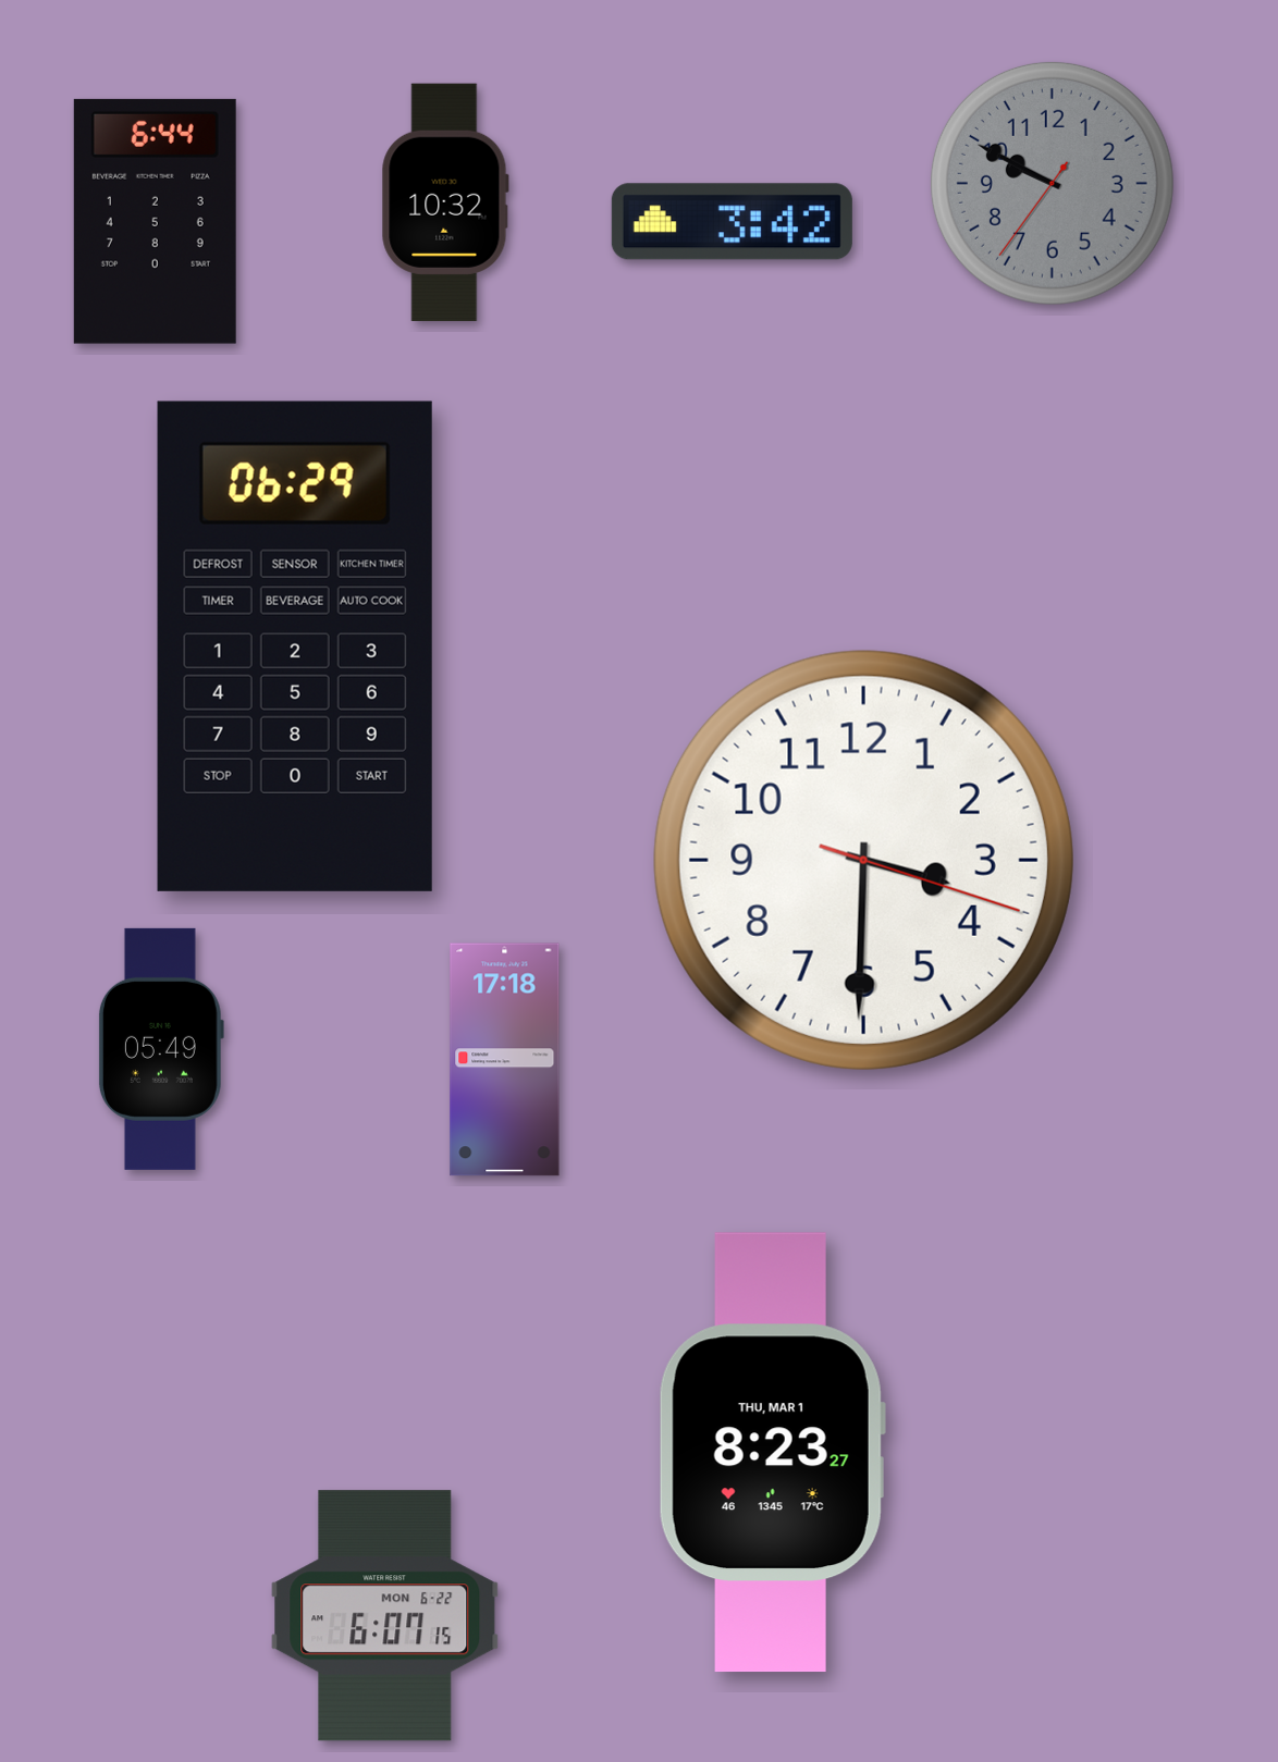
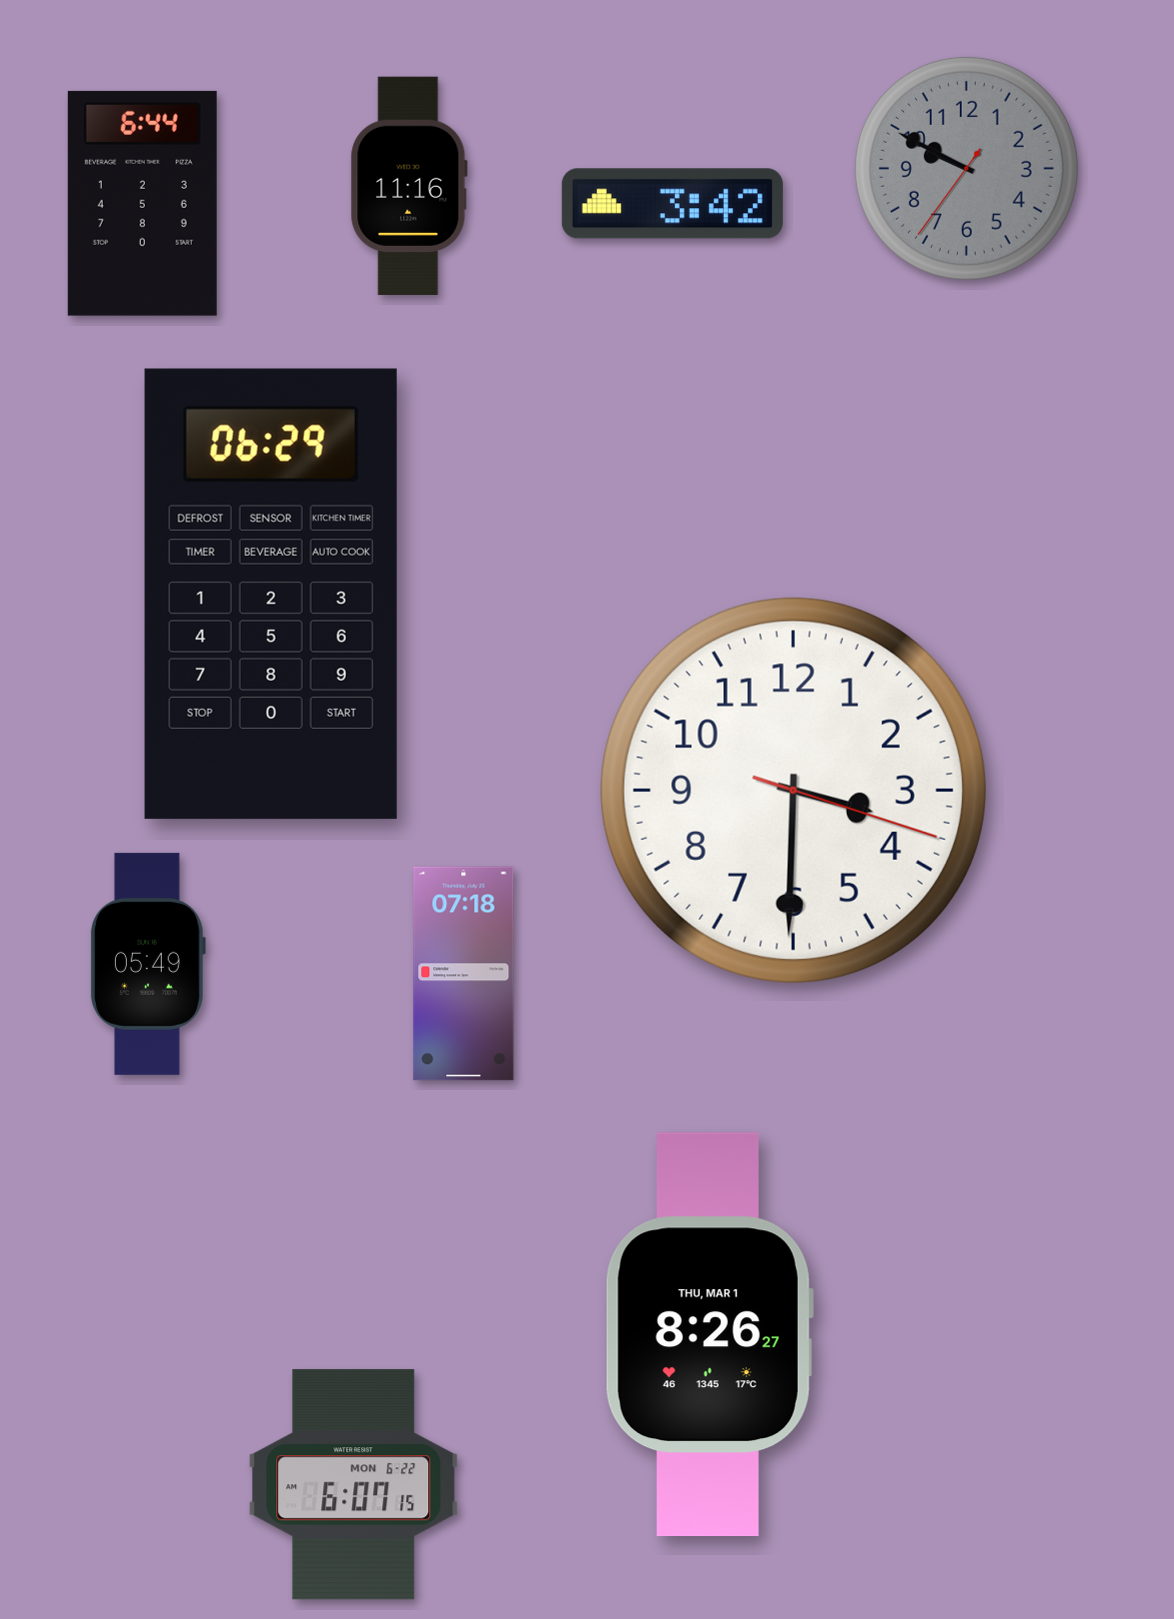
clock at (445, 202): 10:32 -> 11:16
clock at (505, 1060): 17:18 -> 07:18
clock at (772, 1453): 8:23 -> 8:26
